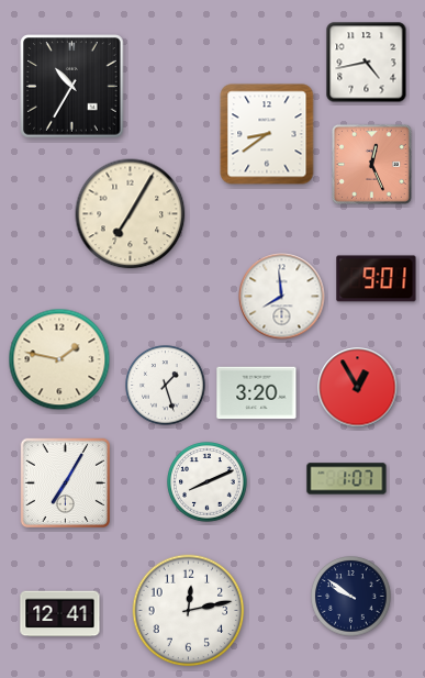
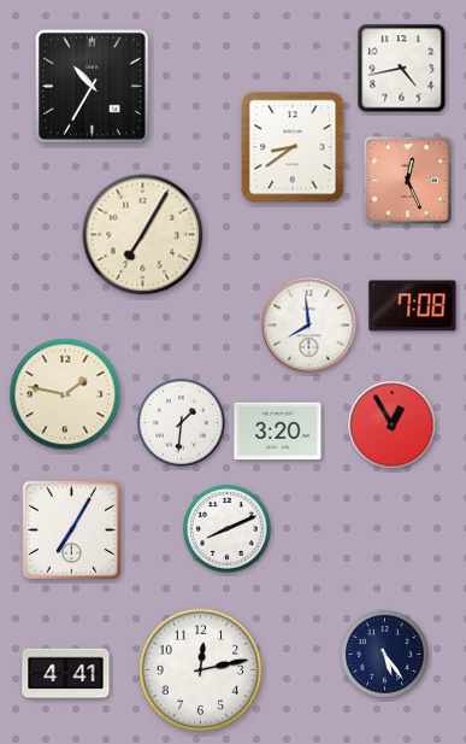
clock at (72, 87) position: (72, 87) -> (93, 87)
clock at (377, 279): 9:01 -> 7:08
clock at (166, 386): 1:27 -> 1:31
clock at (257, 393) position: (257, 393) -> (278, 432)
clock at (347, 479): 1:07 -> none
clock at (351, 597): 9:51 -> 5:24
clock at (189, 611) position: (189, 611) -> (201, 670)
clock at (60, 614): 12:41 -> 4:41
